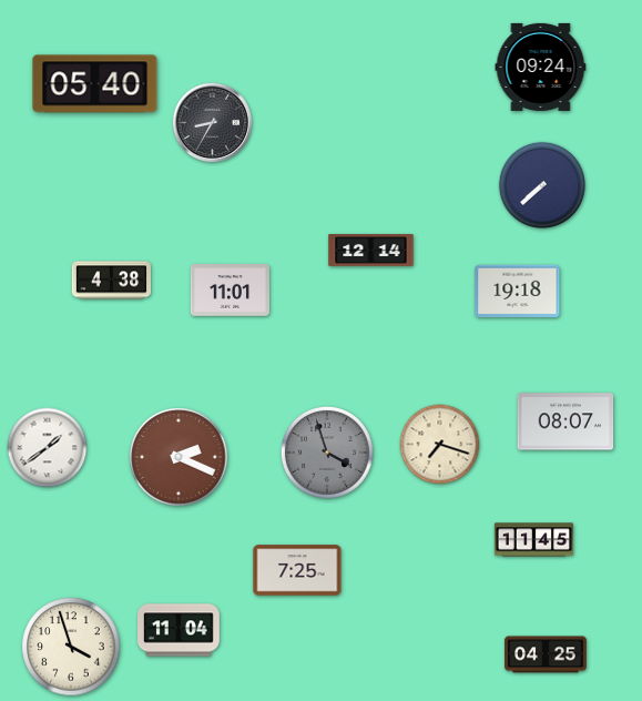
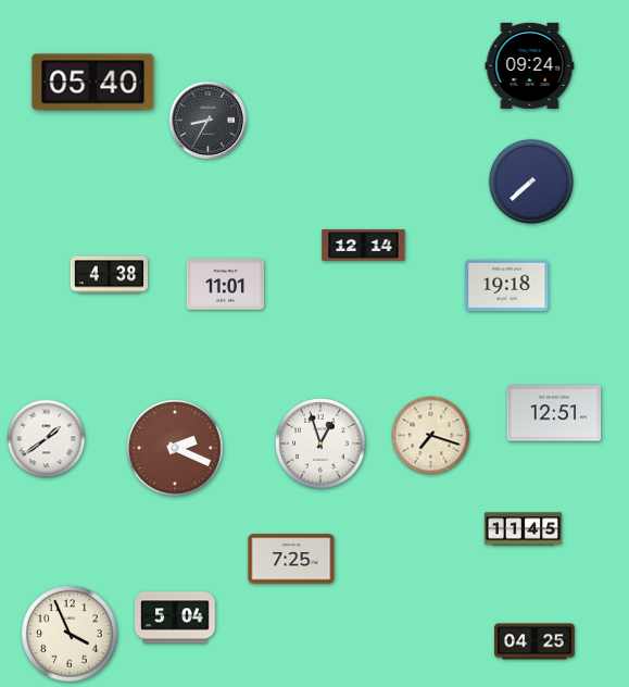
clock at (565, 421): 08:07 -> 12:51
clock at (327, 453): 3:57 -> 12:57
clock at (327, 453) dial: grey -> white
clock at (180, 630): 11:04 -> 5:04
clock at (71, 647): 3:57 -> 3:56
